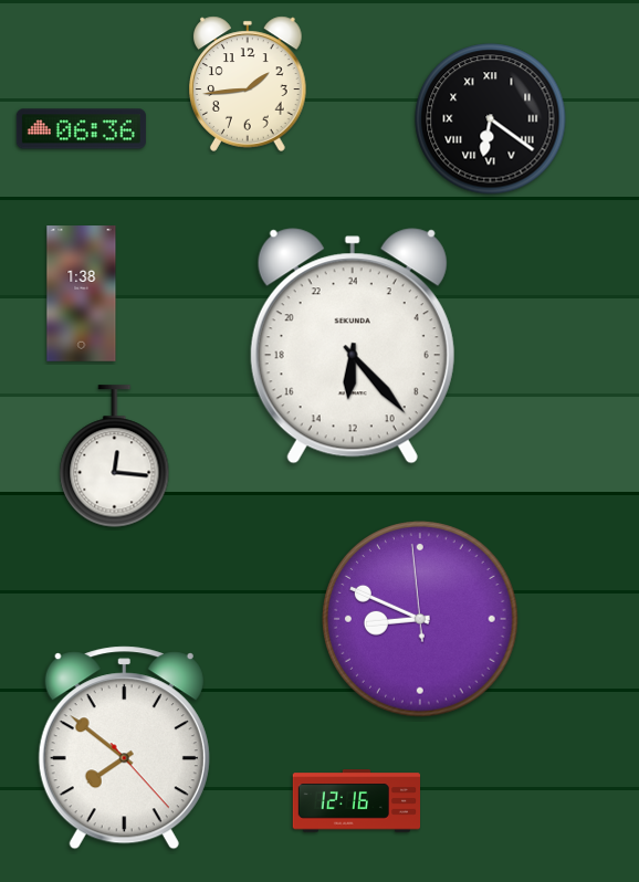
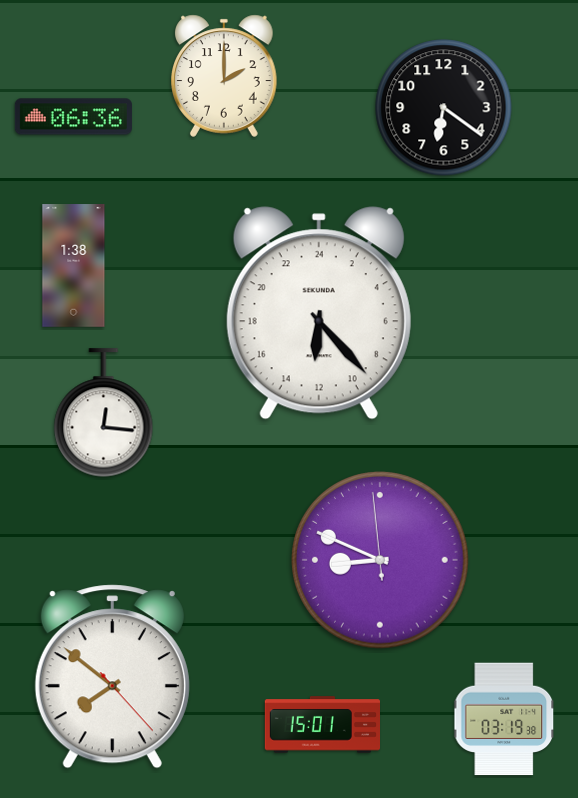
clock at (249, 84): 1:44 -> 2:00
clock at (491, 119) numerals: Roman -> Arabic
clock at (505, 719): none -> 03:19
clock at (356, 801): 12:16 -> 15:01
